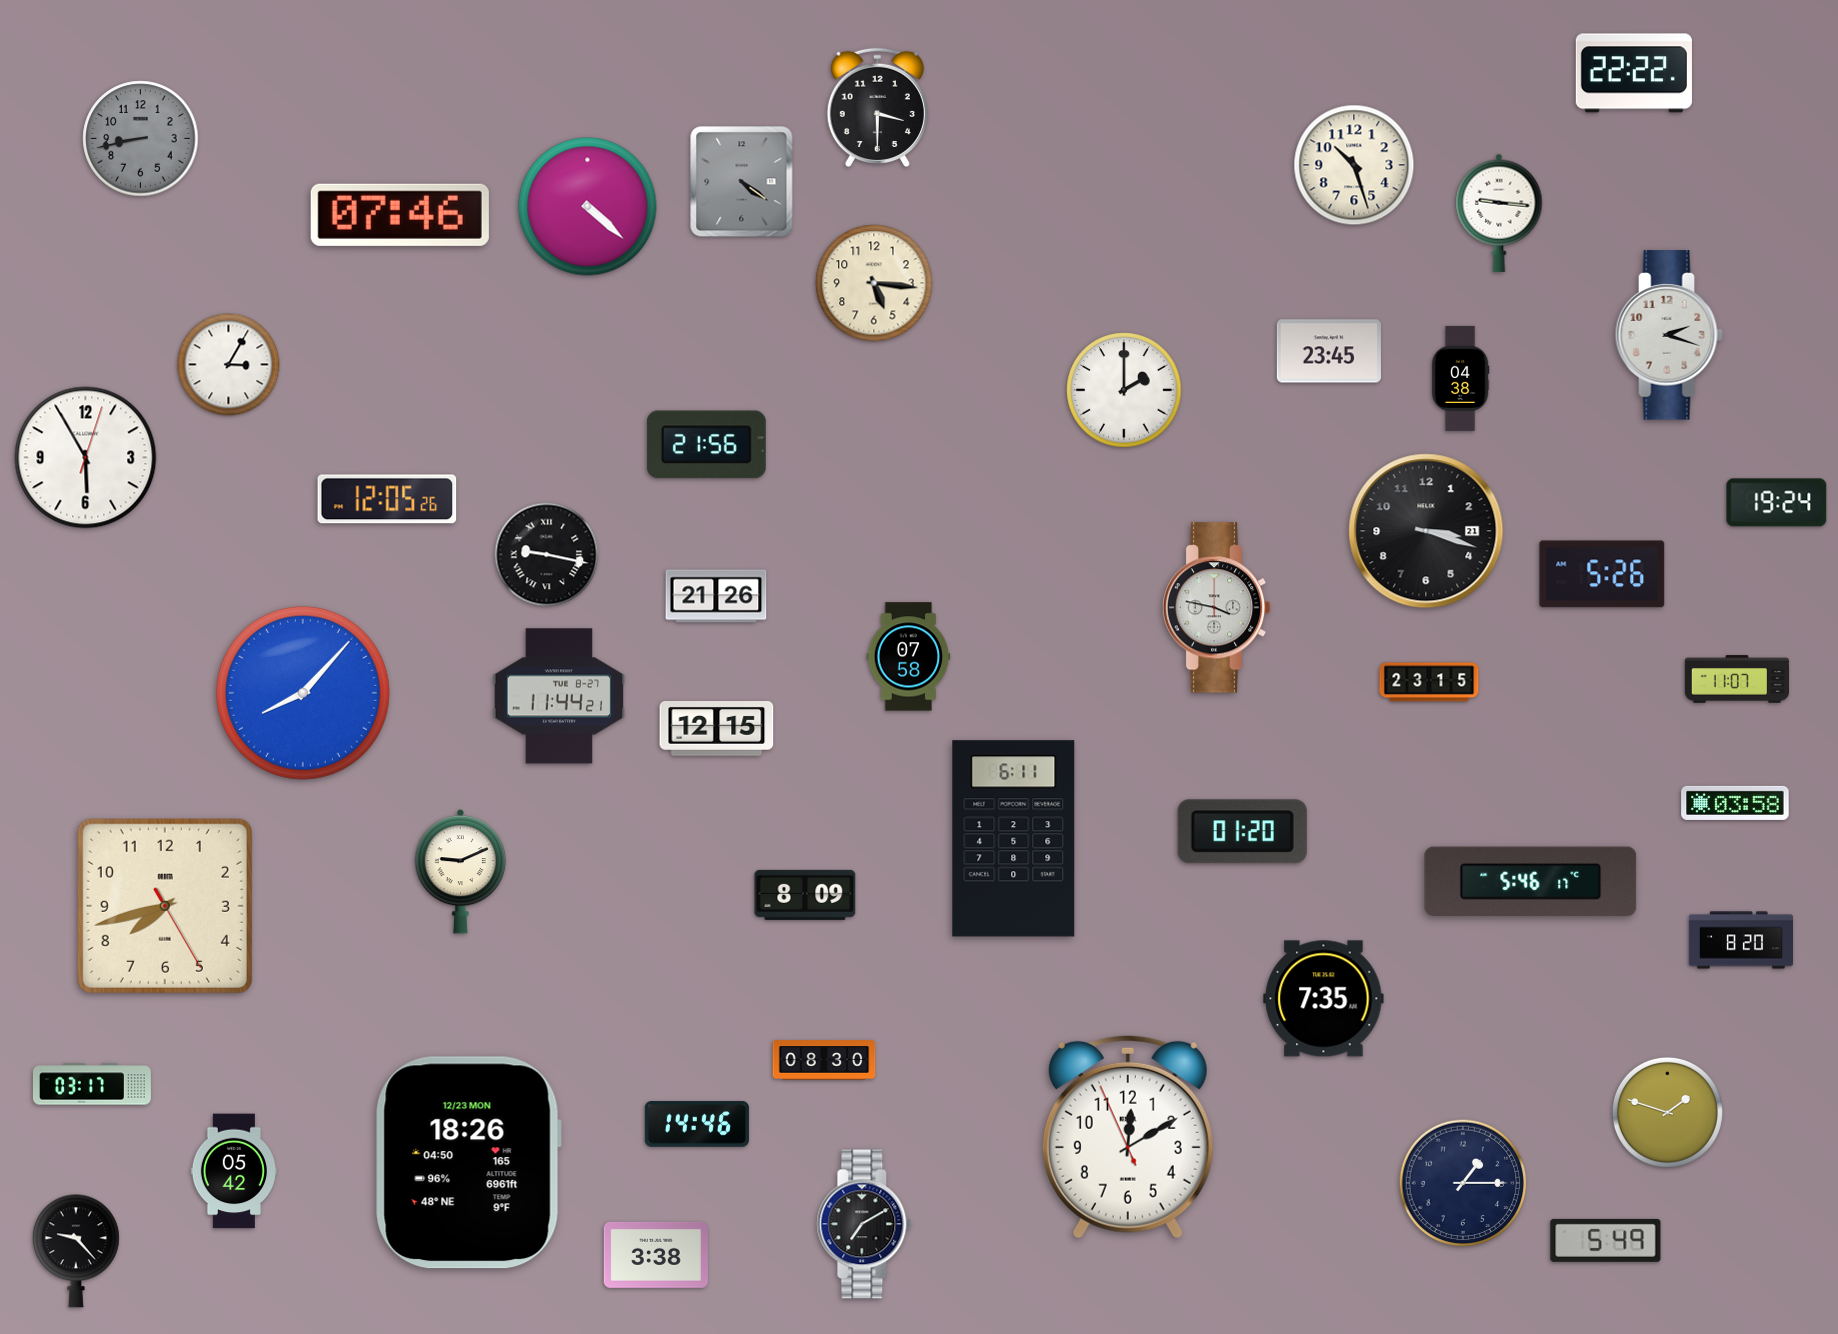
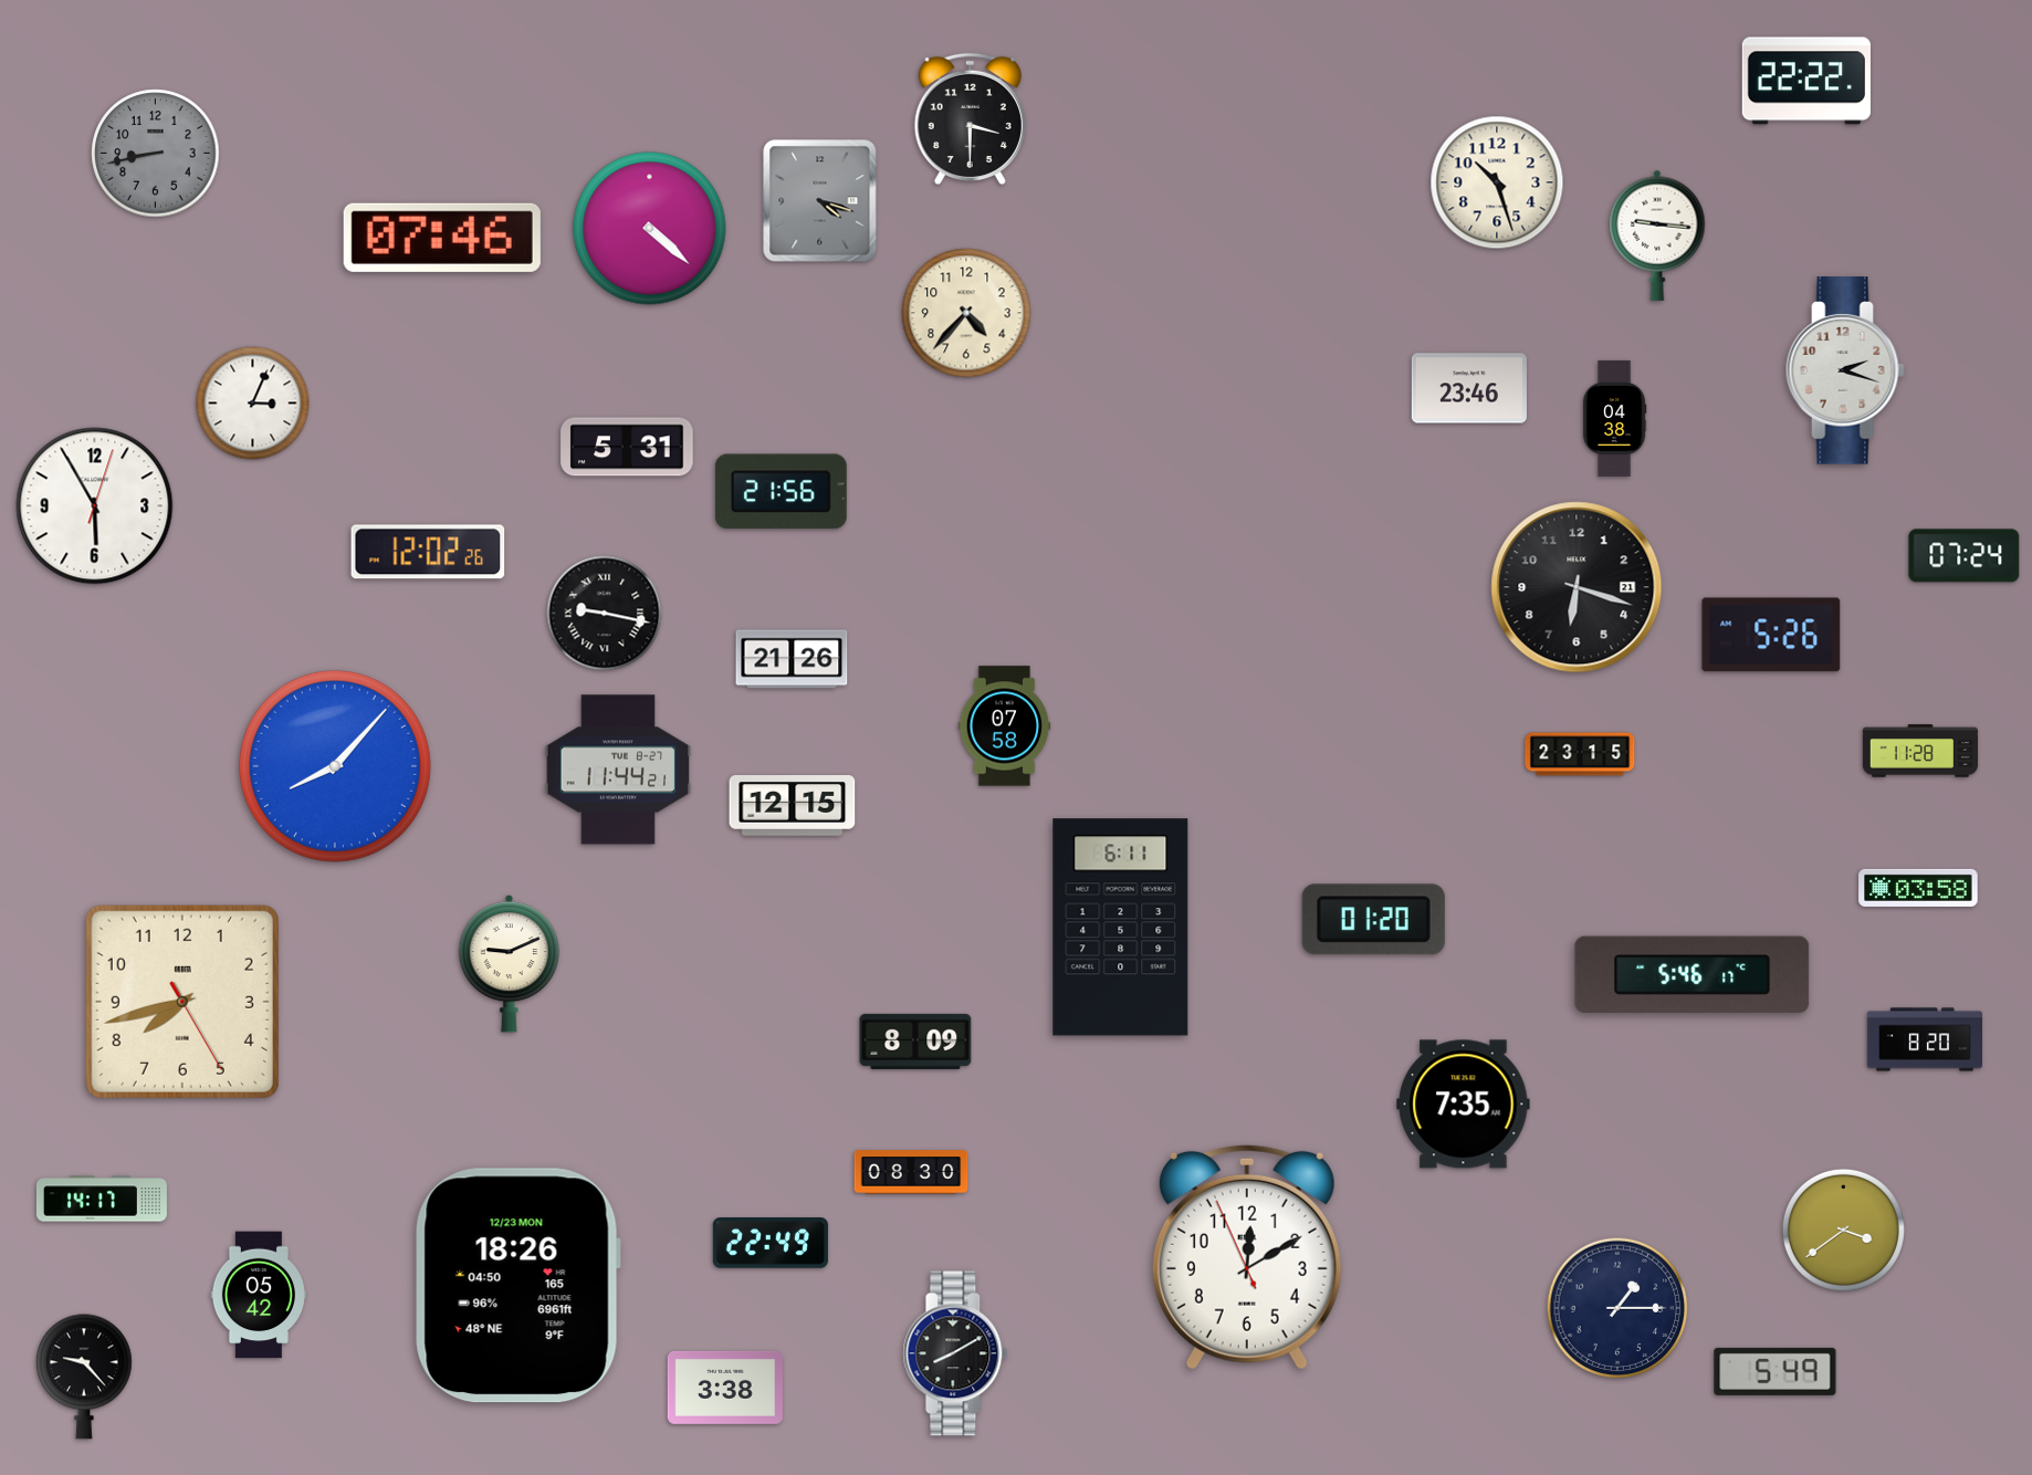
clock at (742, 182): 4:21 -> 4:18
clock at (874, 283): 5:16 -> 4:37
clock at (1329, 351): 23:45 -> 23:46
clock at (229, 365): 3:05 -> 3:04
clock at (1124, 390): 2:00 -> none
clock at (627, 447): none -> 5:31
clock at (387, 499): 12:05 -> 12:02
clock at (1777, 503): 19:24 -> 07:24
clock at (1426, 531): 3:18 -> 6:18
clock at (1216, 608): 3:47 -> none
clock at (1736, 679): 11:07 -> 11:28
clock at (805, 895) position: (805, 895) -> (915, 1042)
clock at (92, 1084): 03:17 -> 14:17
clock at (1667, 1112): 1:48 -> 3:39
clock at (697, 1124): 14:46 -> 22:49
clock at (864, 1224): 7:10 -> 8:10
clock at (76, 1251) position: (76, 1251) -> (84, 1377)
